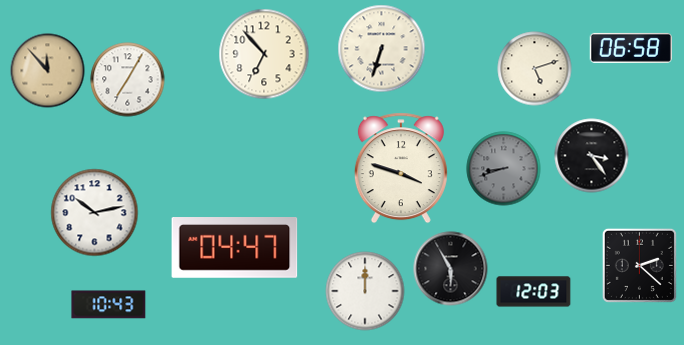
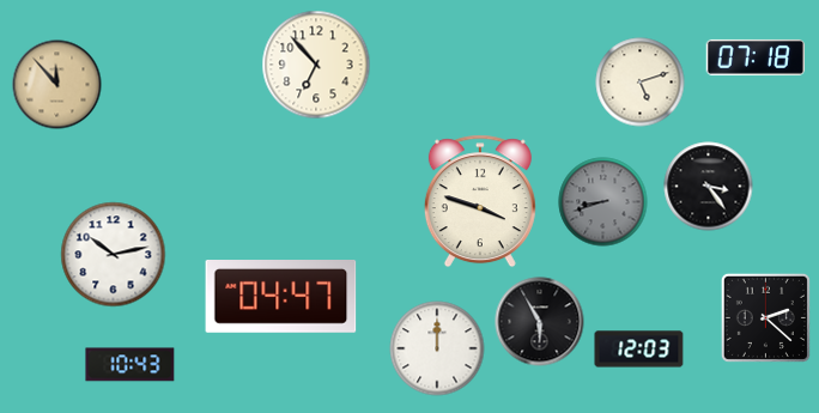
clock at (631, 48): 06:58 -> 07:18
clock at (382, 49): 6:33 -> none
clock at (128, 80): 7:05 -> none
